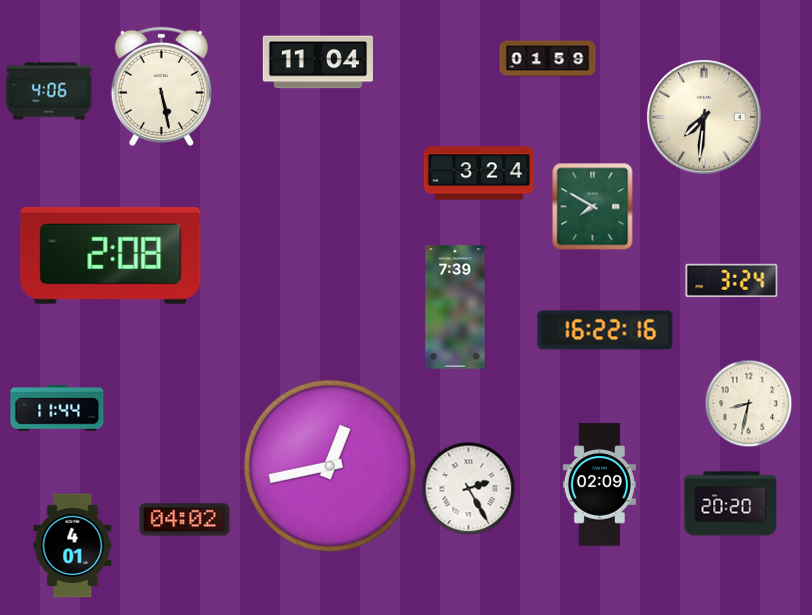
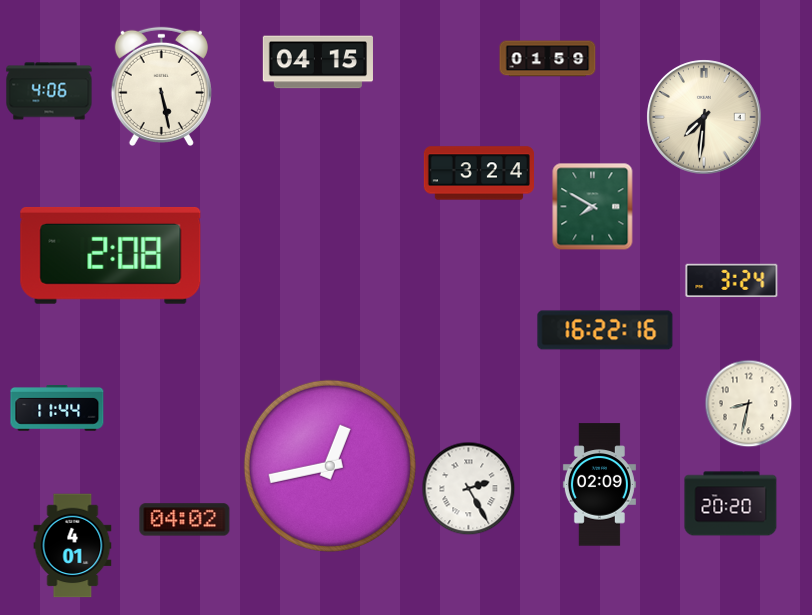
clock at (318, 62): 11:04 -> 04:15
clock at (455, 307): 7:39 -> none
